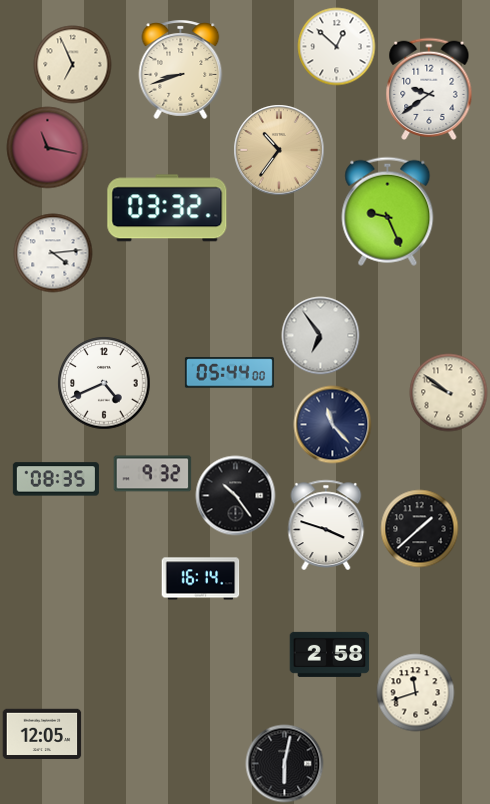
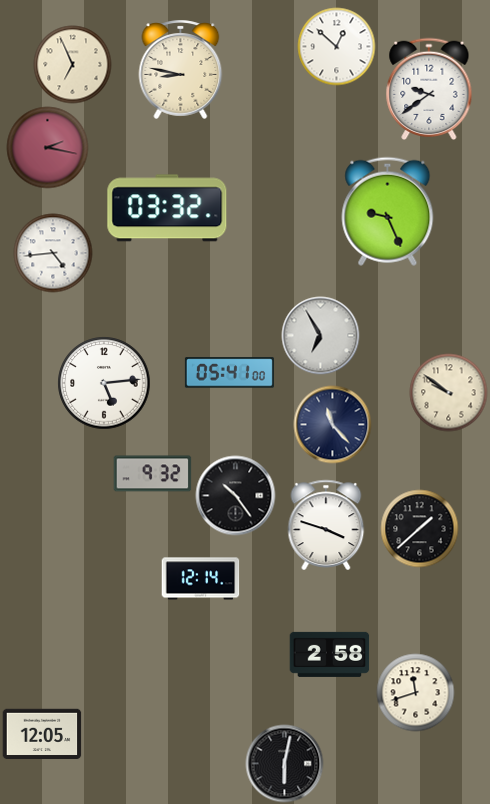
clock at (181, 69): 8:42 -> 8:47
clock at (47, 147): 11:17 -> 2:17
clock at (279, 150): 10:36 -> none
clock at (53, 253): 4:14 -> 4:44
clock at (320, 335): 6:54 -> 6:55
clock at (229, 373): 05:44 -> 05:41
clock at (104, 383): 4:41 -> 5:14
clock at (56, 479): 08:35 -> none
clock at (200, 579): 16:14 -> 12:14
